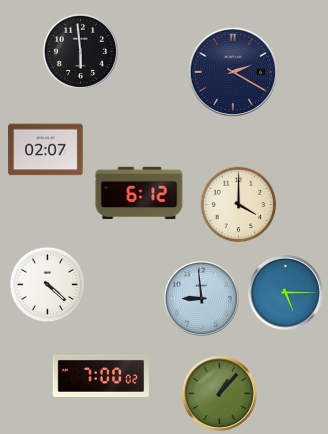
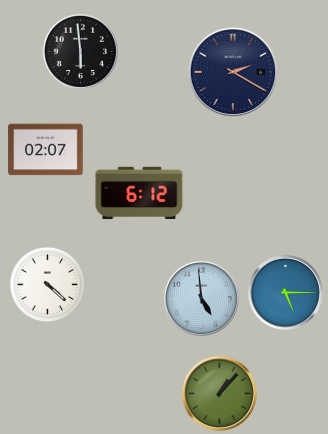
clock at (239, 205): 4:00 -> none
clock at (201, 298): 8:59 -> 4:59
clock at (100, 376): 7:00 -> none
